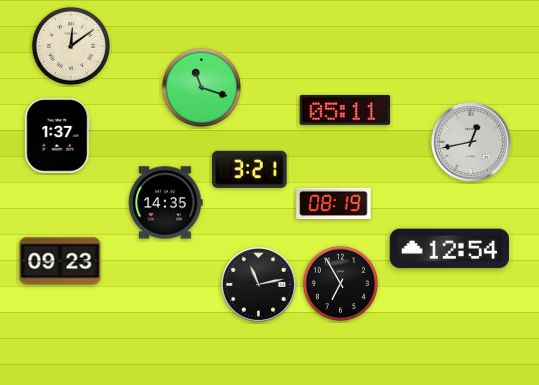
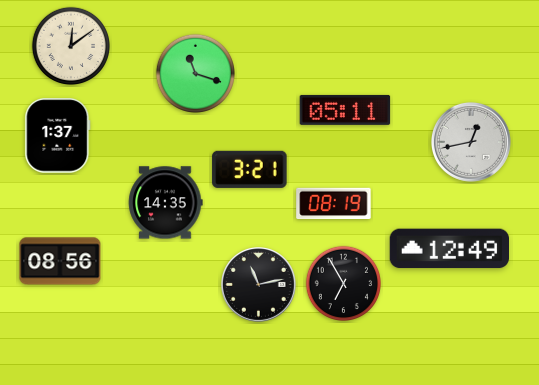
clock at (201, 87) position: (201, 87) -> (195, 73)
clock at (449, 249): 12:54 -> 12:49
clock at (60, 261): 09:23 -> 08:56
clock at (340, 283) position: (340, 283) -> (343, 283)
